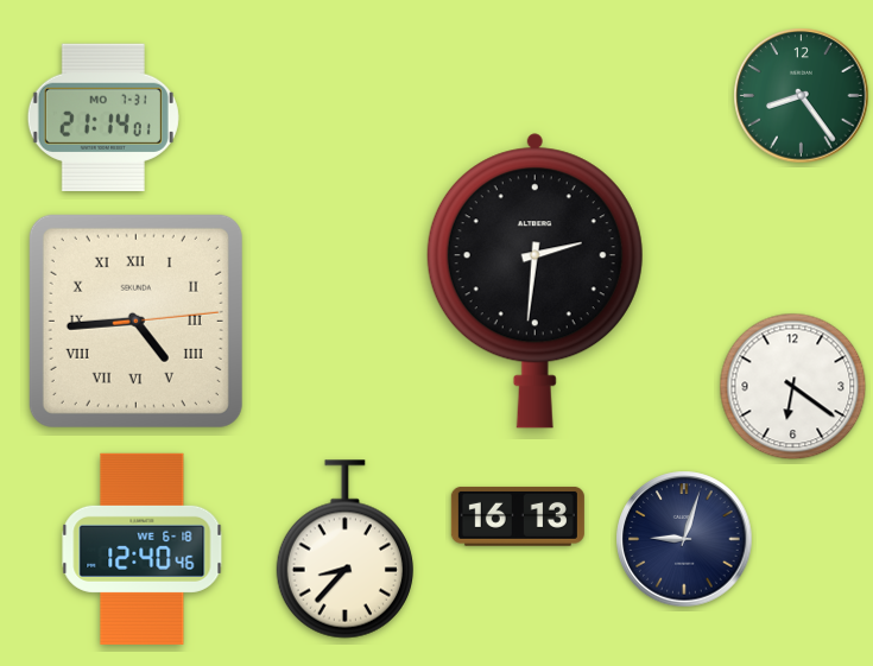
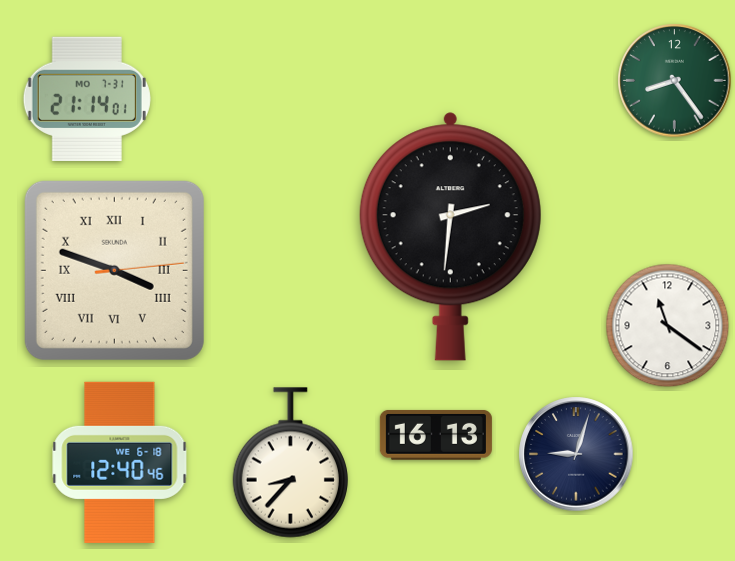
clock at (135, 321): 4:44 -> 3:48
clock at (793, 387): 6:21 -> 11:21
